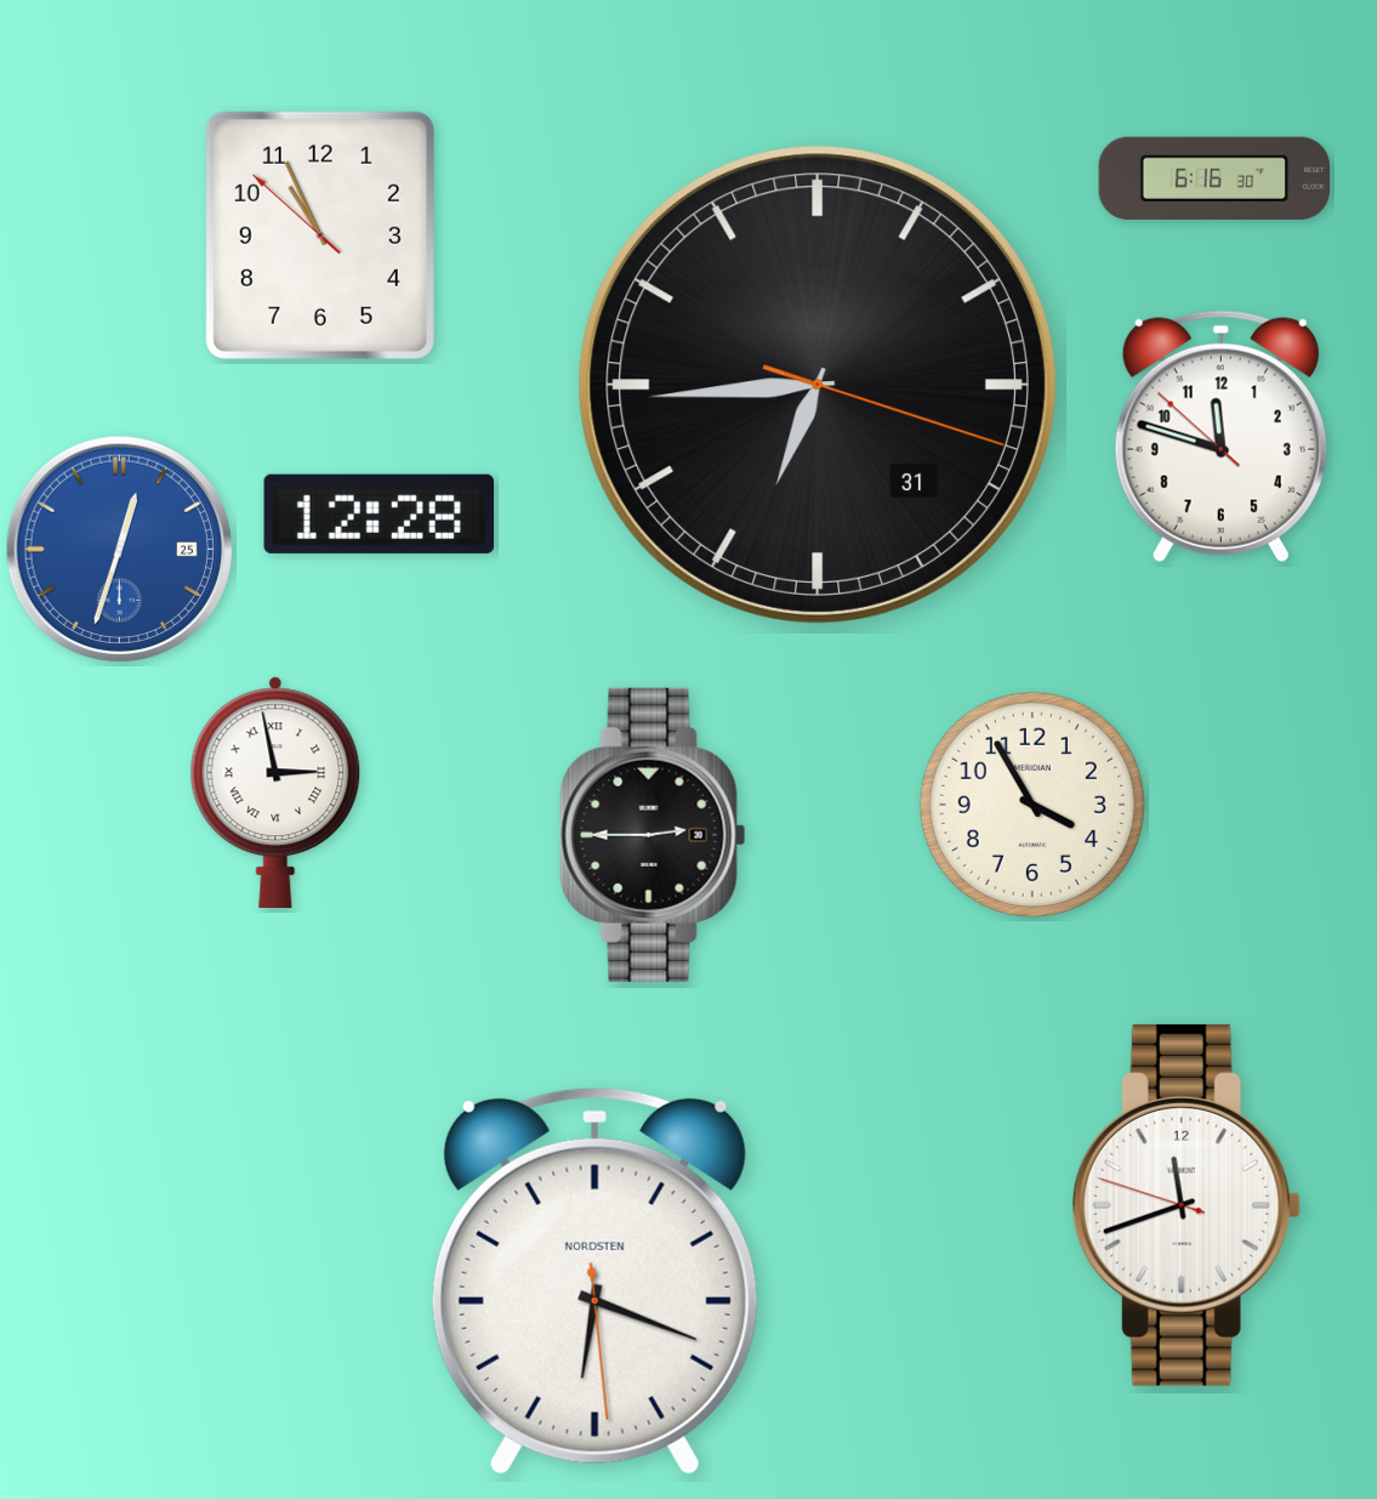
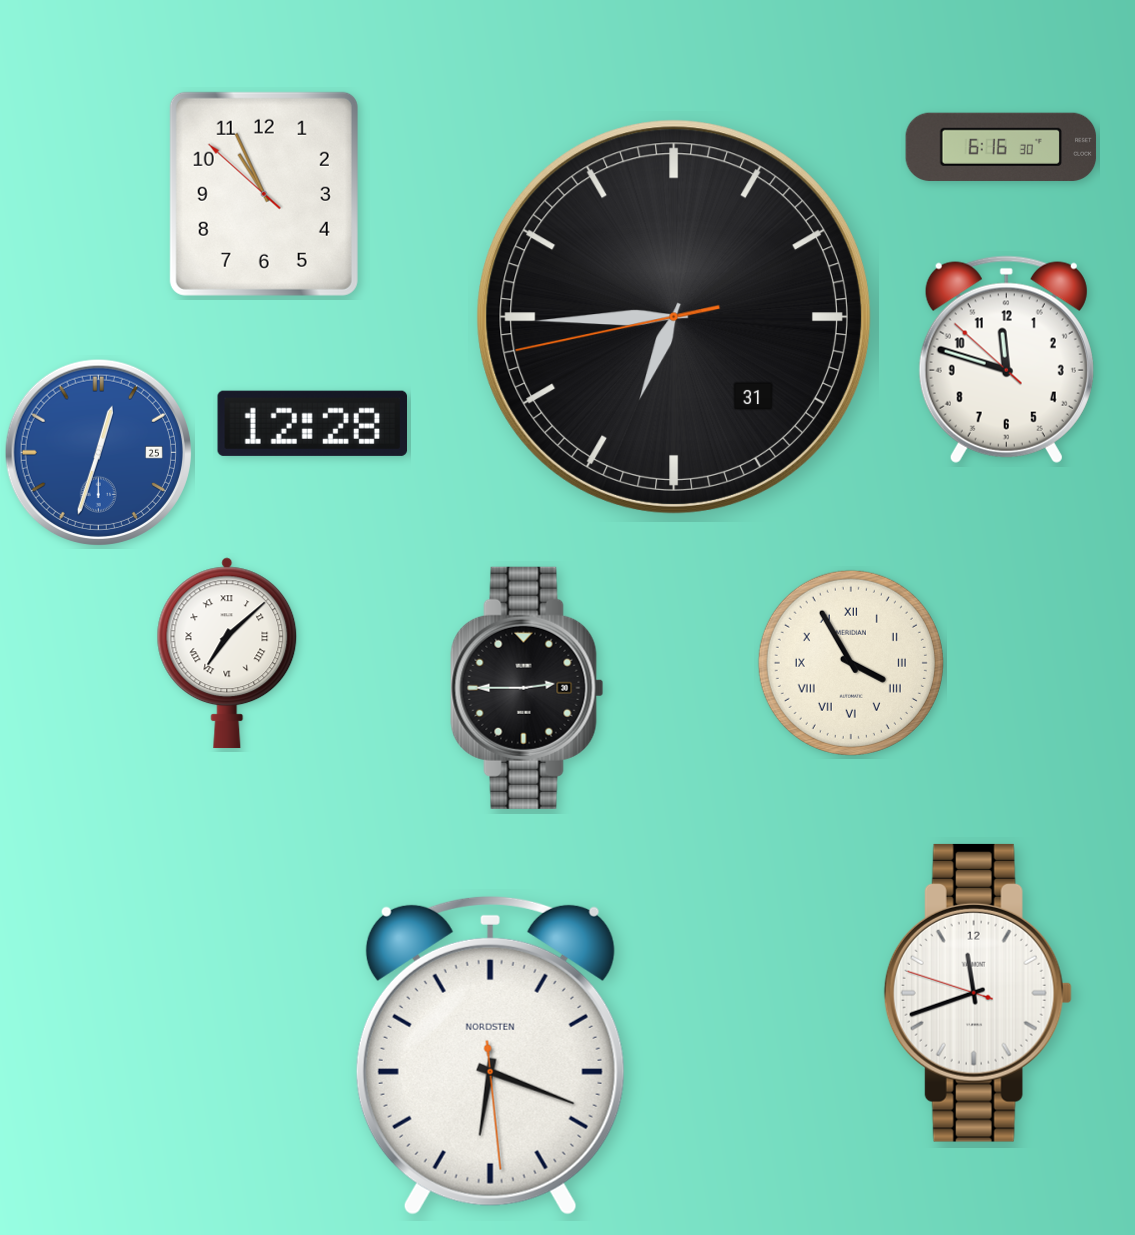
clock at (818, 385): 6:44:18 -> 6:44:43
clock at (275, 793): 2:58 -> 7:08
clock at (1032, 805) numerals: Arabic -> Roman
clock at (653, 835) position: (653, 835) -> (527, 688)
